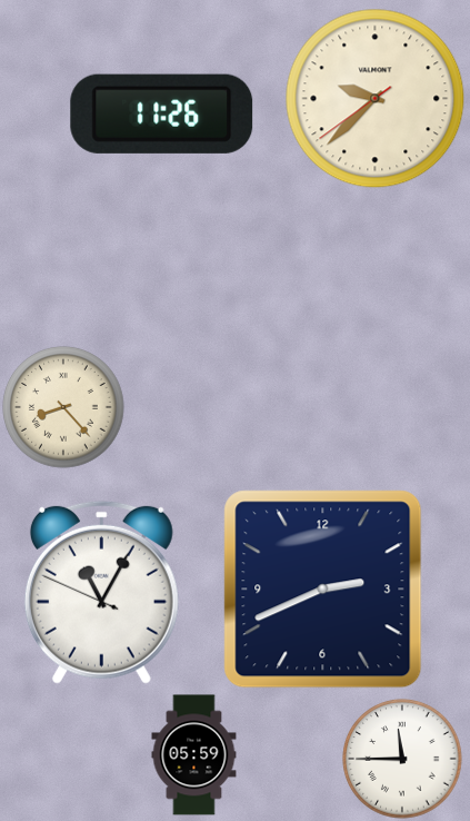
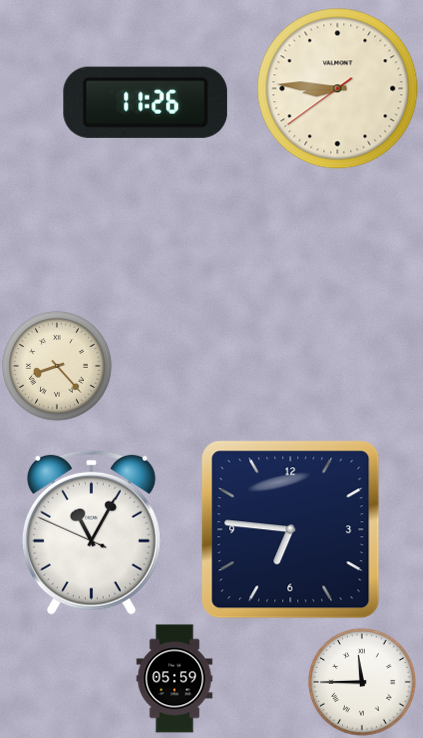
clock at (376, 99): 9:37 -> 8:45
clock at (323, 590): 2:41 -> 6:46
